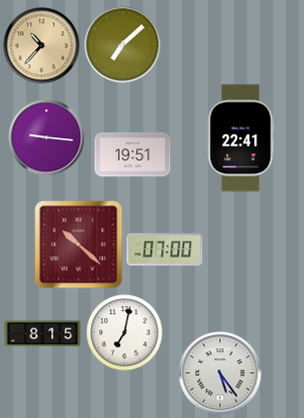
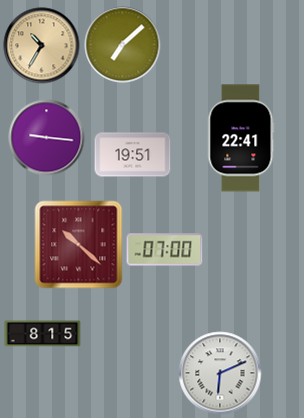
clock at (42, 46): 10:37 -> 10:35
clock at (125, 333): 7:02 -> none
clock at (220, 373): 5:24 -> 6:11
